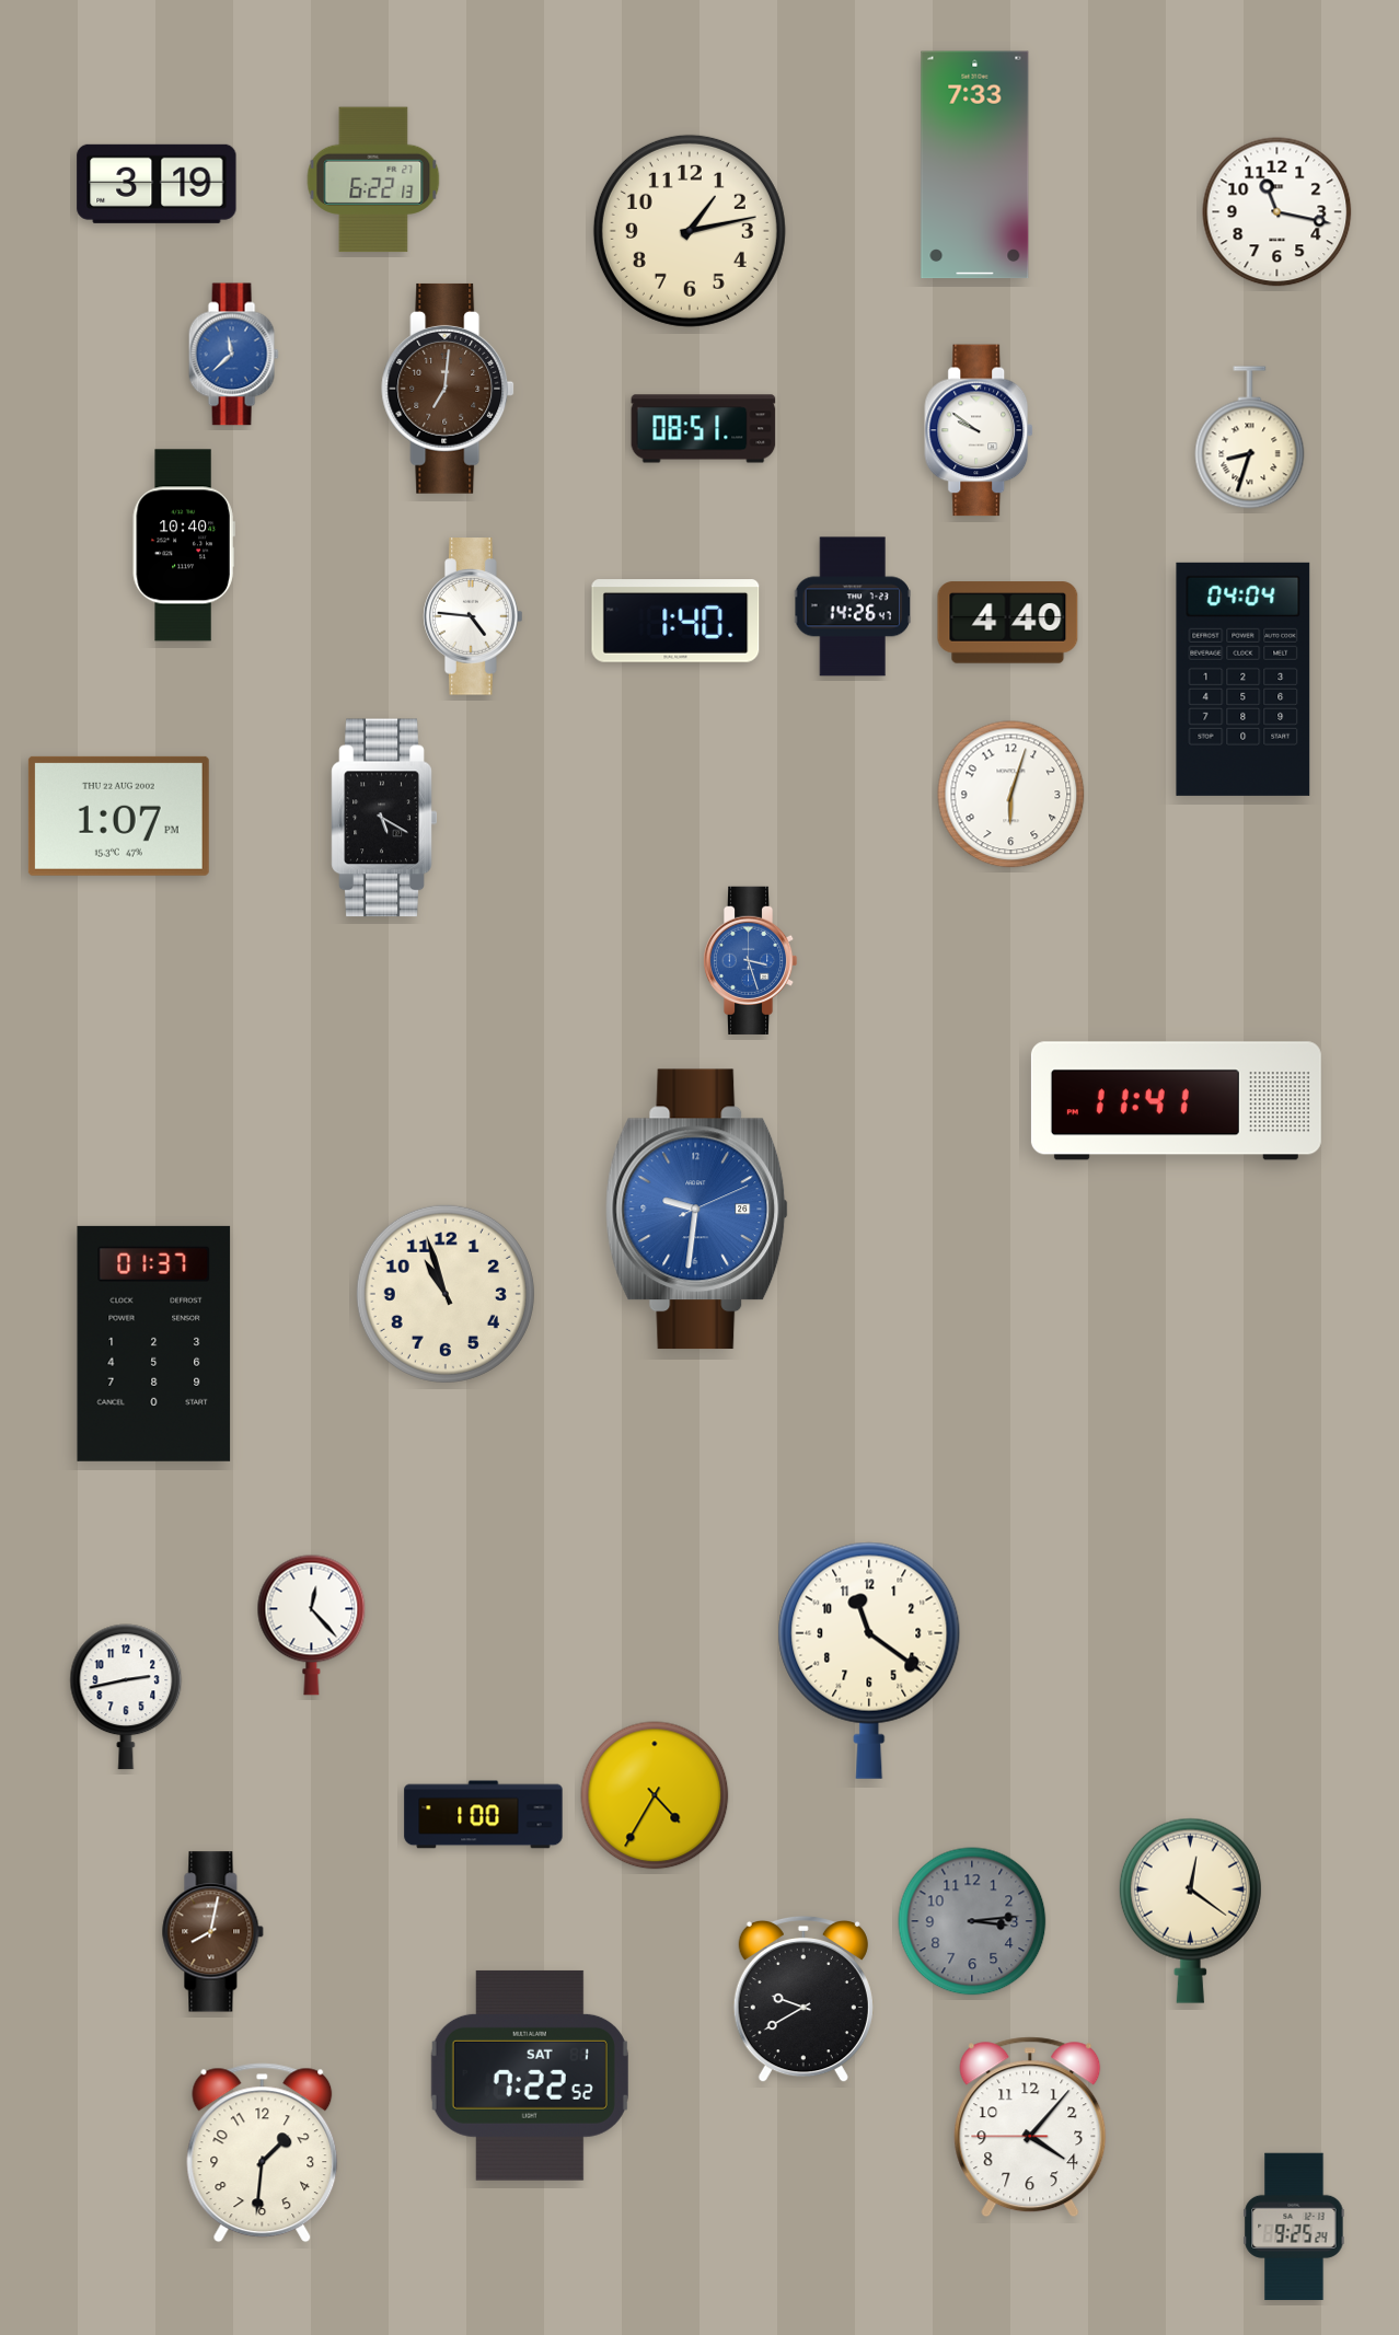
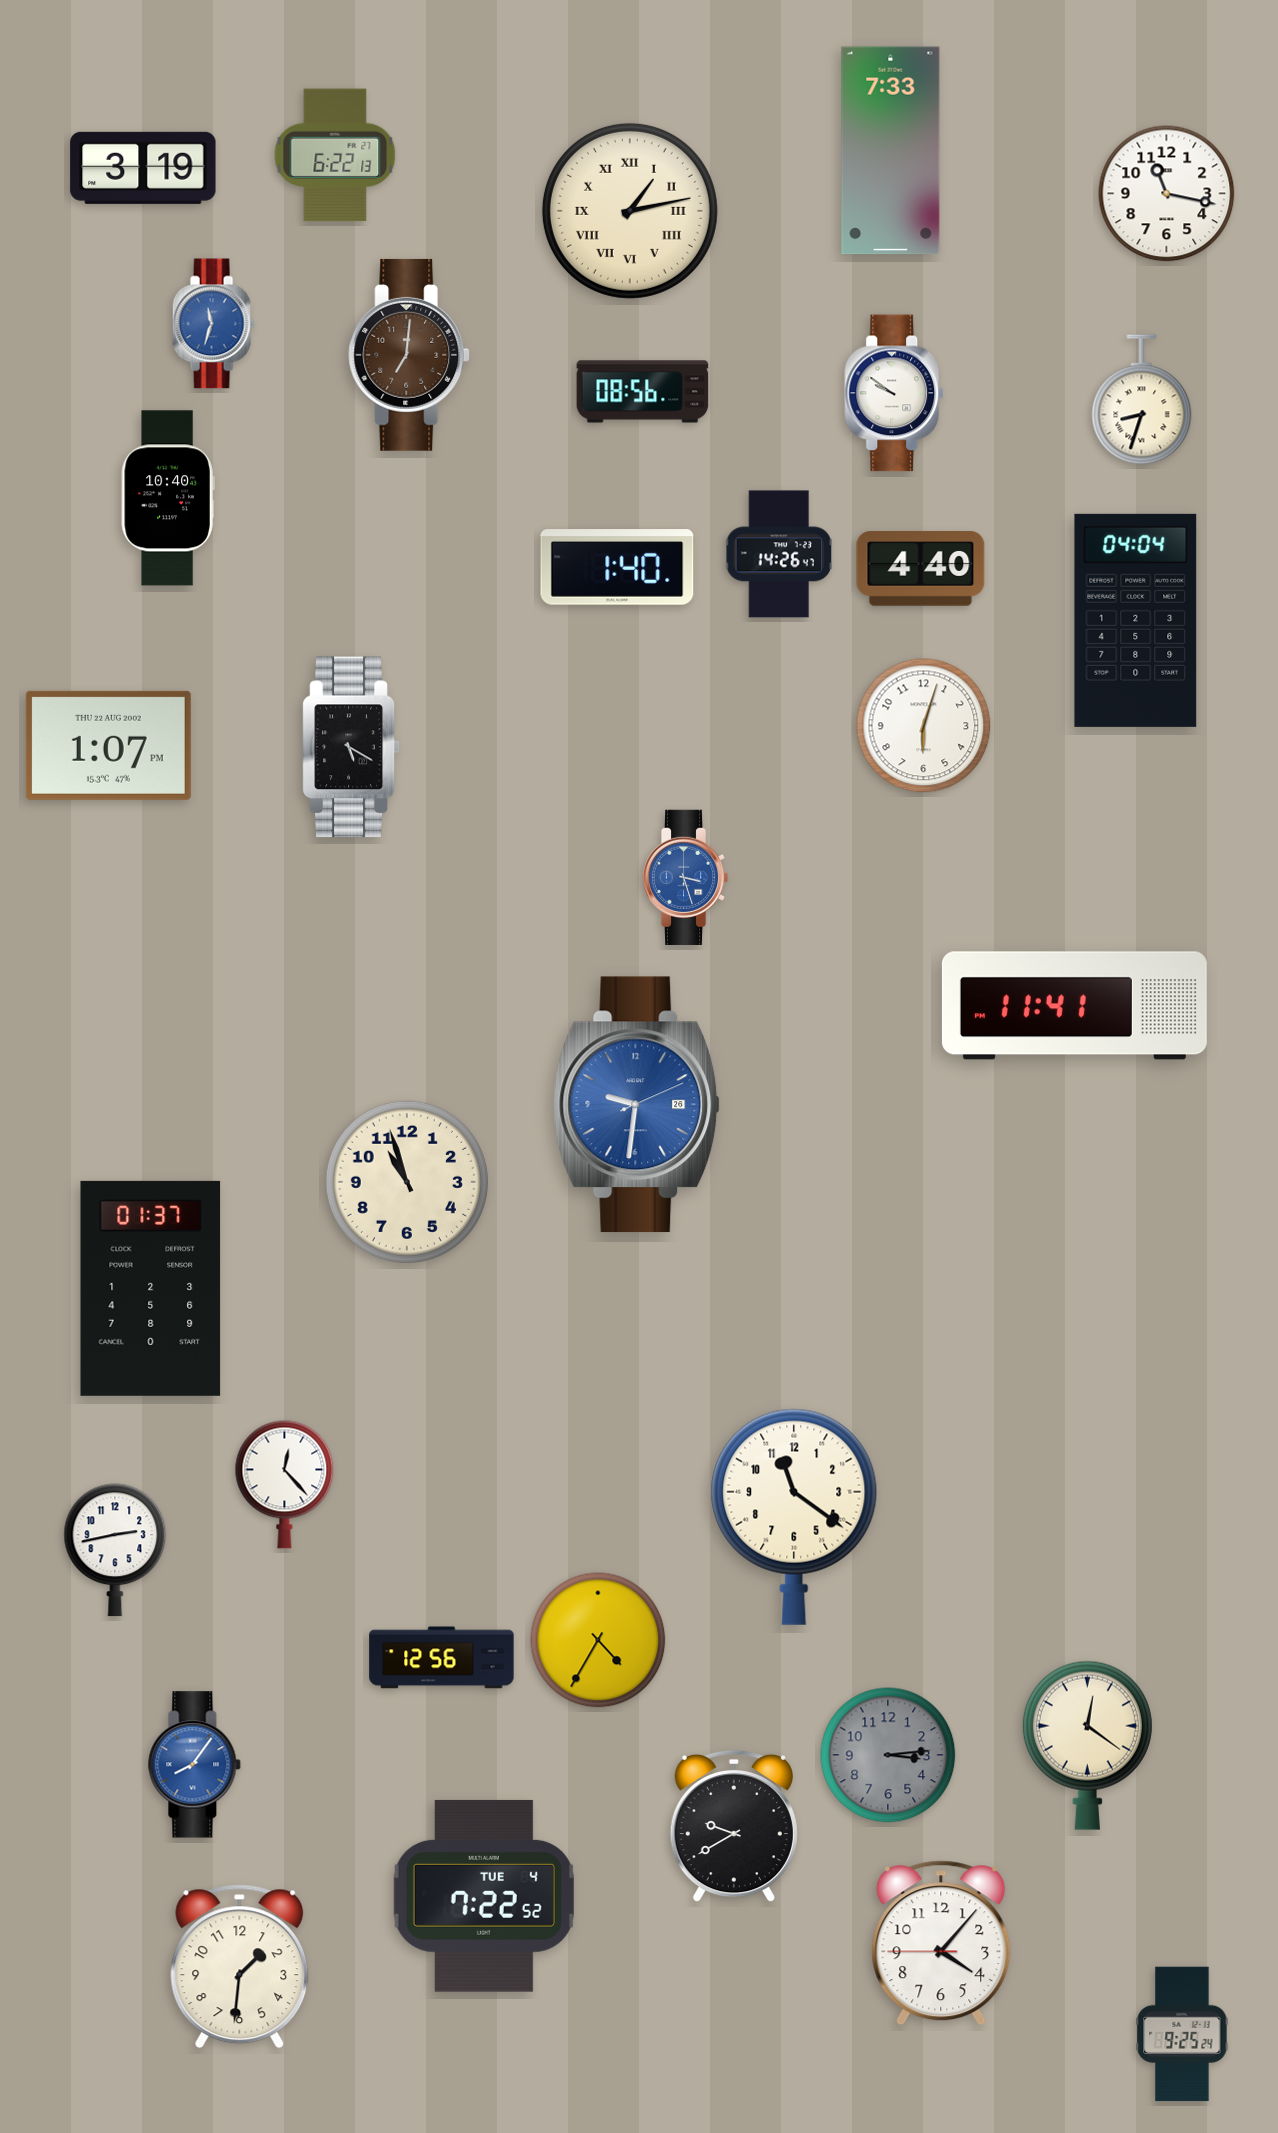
clock at (373, 180) position: (373, 180) -> (335, 155)
clock at (690, 231) numerals: Arabic -> Roman
clock at (233, 355): 11:38 -> 11:33
clock at (704, 429): 08:51 -> 08:56
clock at (473, 616): 4:46 -> none
clock at (154, 1343) position: (154, 1343) -> (151, 1288)
clock at (484, 1815): 1:00 -> 12:56
clock at (213, 1932): 8:02 -> 8:06
clock at (213, 1932) dial: brown -> blue
clock at (530, 2076) date: SAT 1 -> TUE 4
